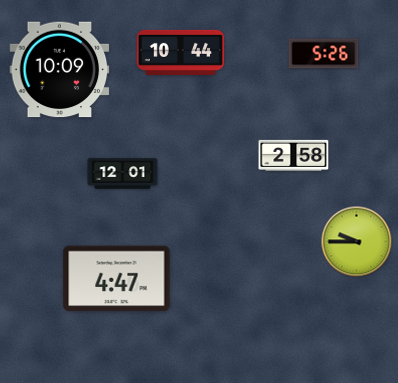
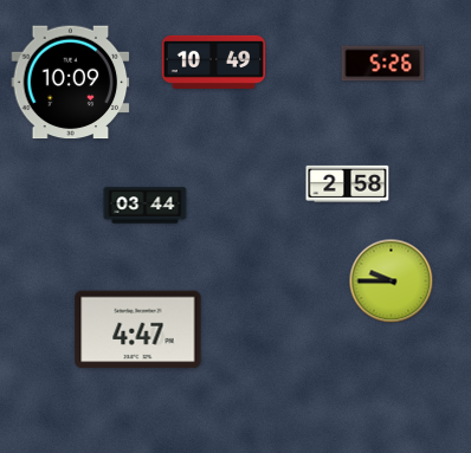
clock at (181, 52): 10:44 -> 10:49
clock at (123, 174): 12:01 -> 03:44
clock at (357, 242) position: (357, 242) -> (392, 281)
